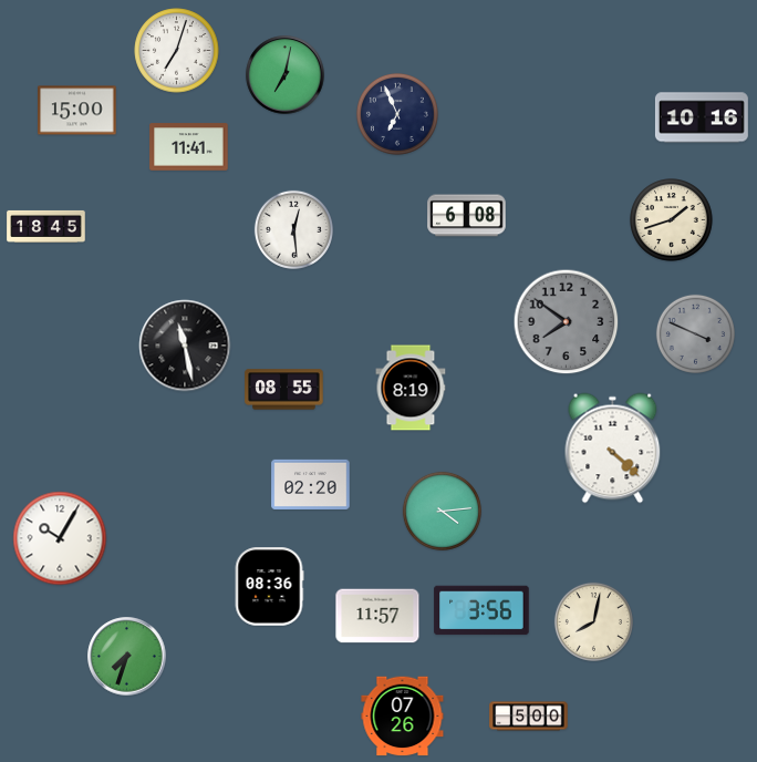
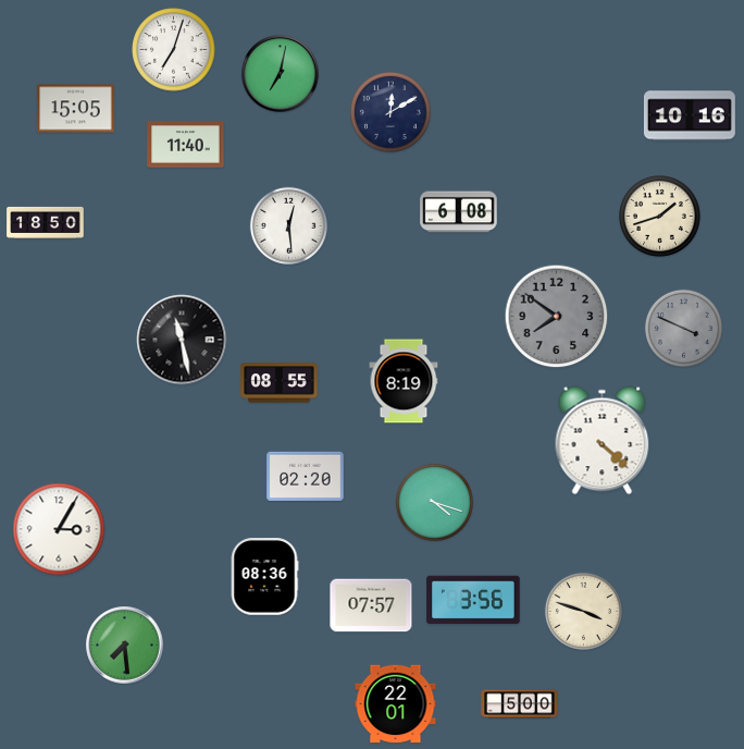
clock at (77, 111): 15:00 -> 15:05
clock at (397, 114): 6:56 -> 12:10
clock at (189, 147): 11:41 -> 11:40
clock at (46, 226): 18:45 -> 18:50
clock at (442, 511): 4:14 -> 4:18
clock at (60, 538): 10:05 -> 3:05
clock at (377, 616): 11:57 -> 07:57
clock at (593, 621): 8:02 -> 3:48
clock at (127, 657): 7:33 -> 7:29
clock at (403, 717): 07:26 -> 22:01
